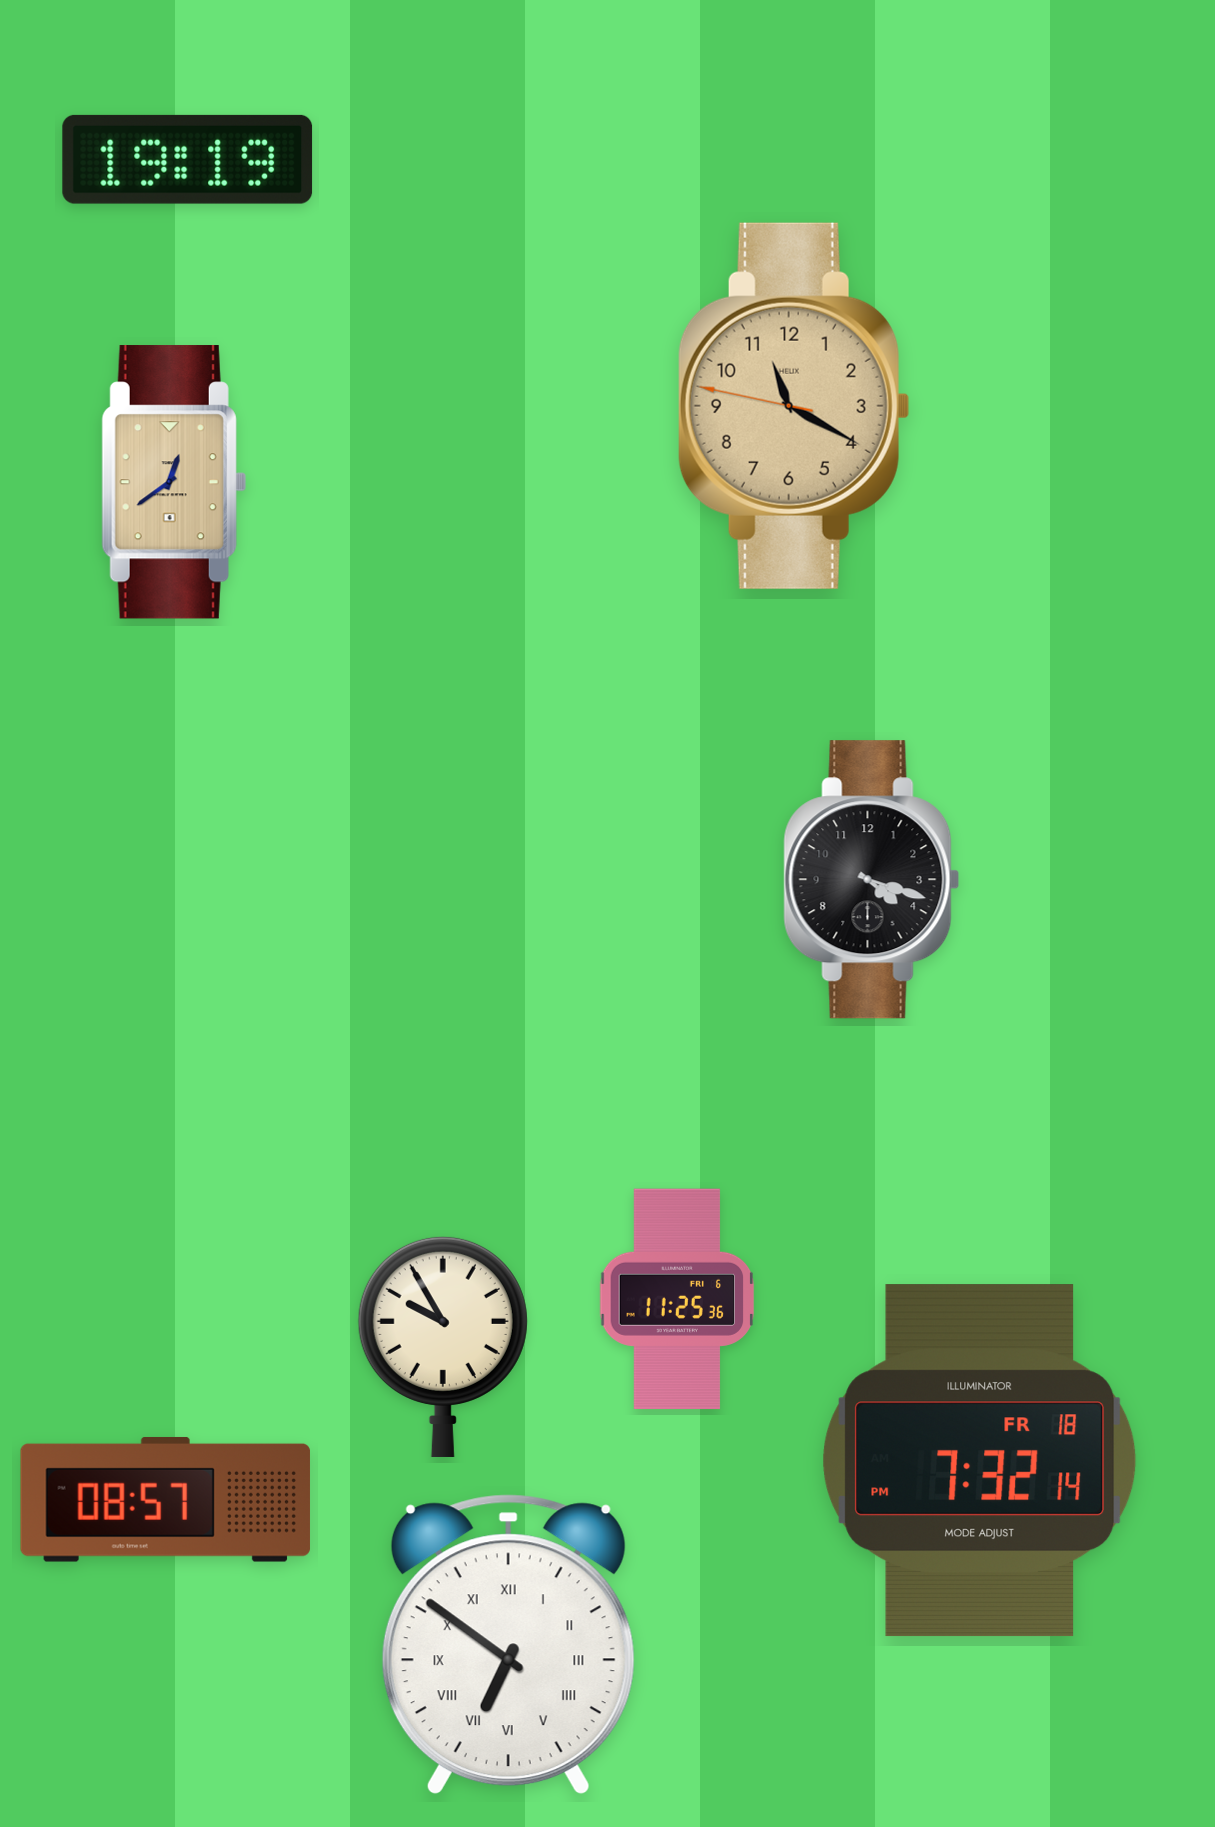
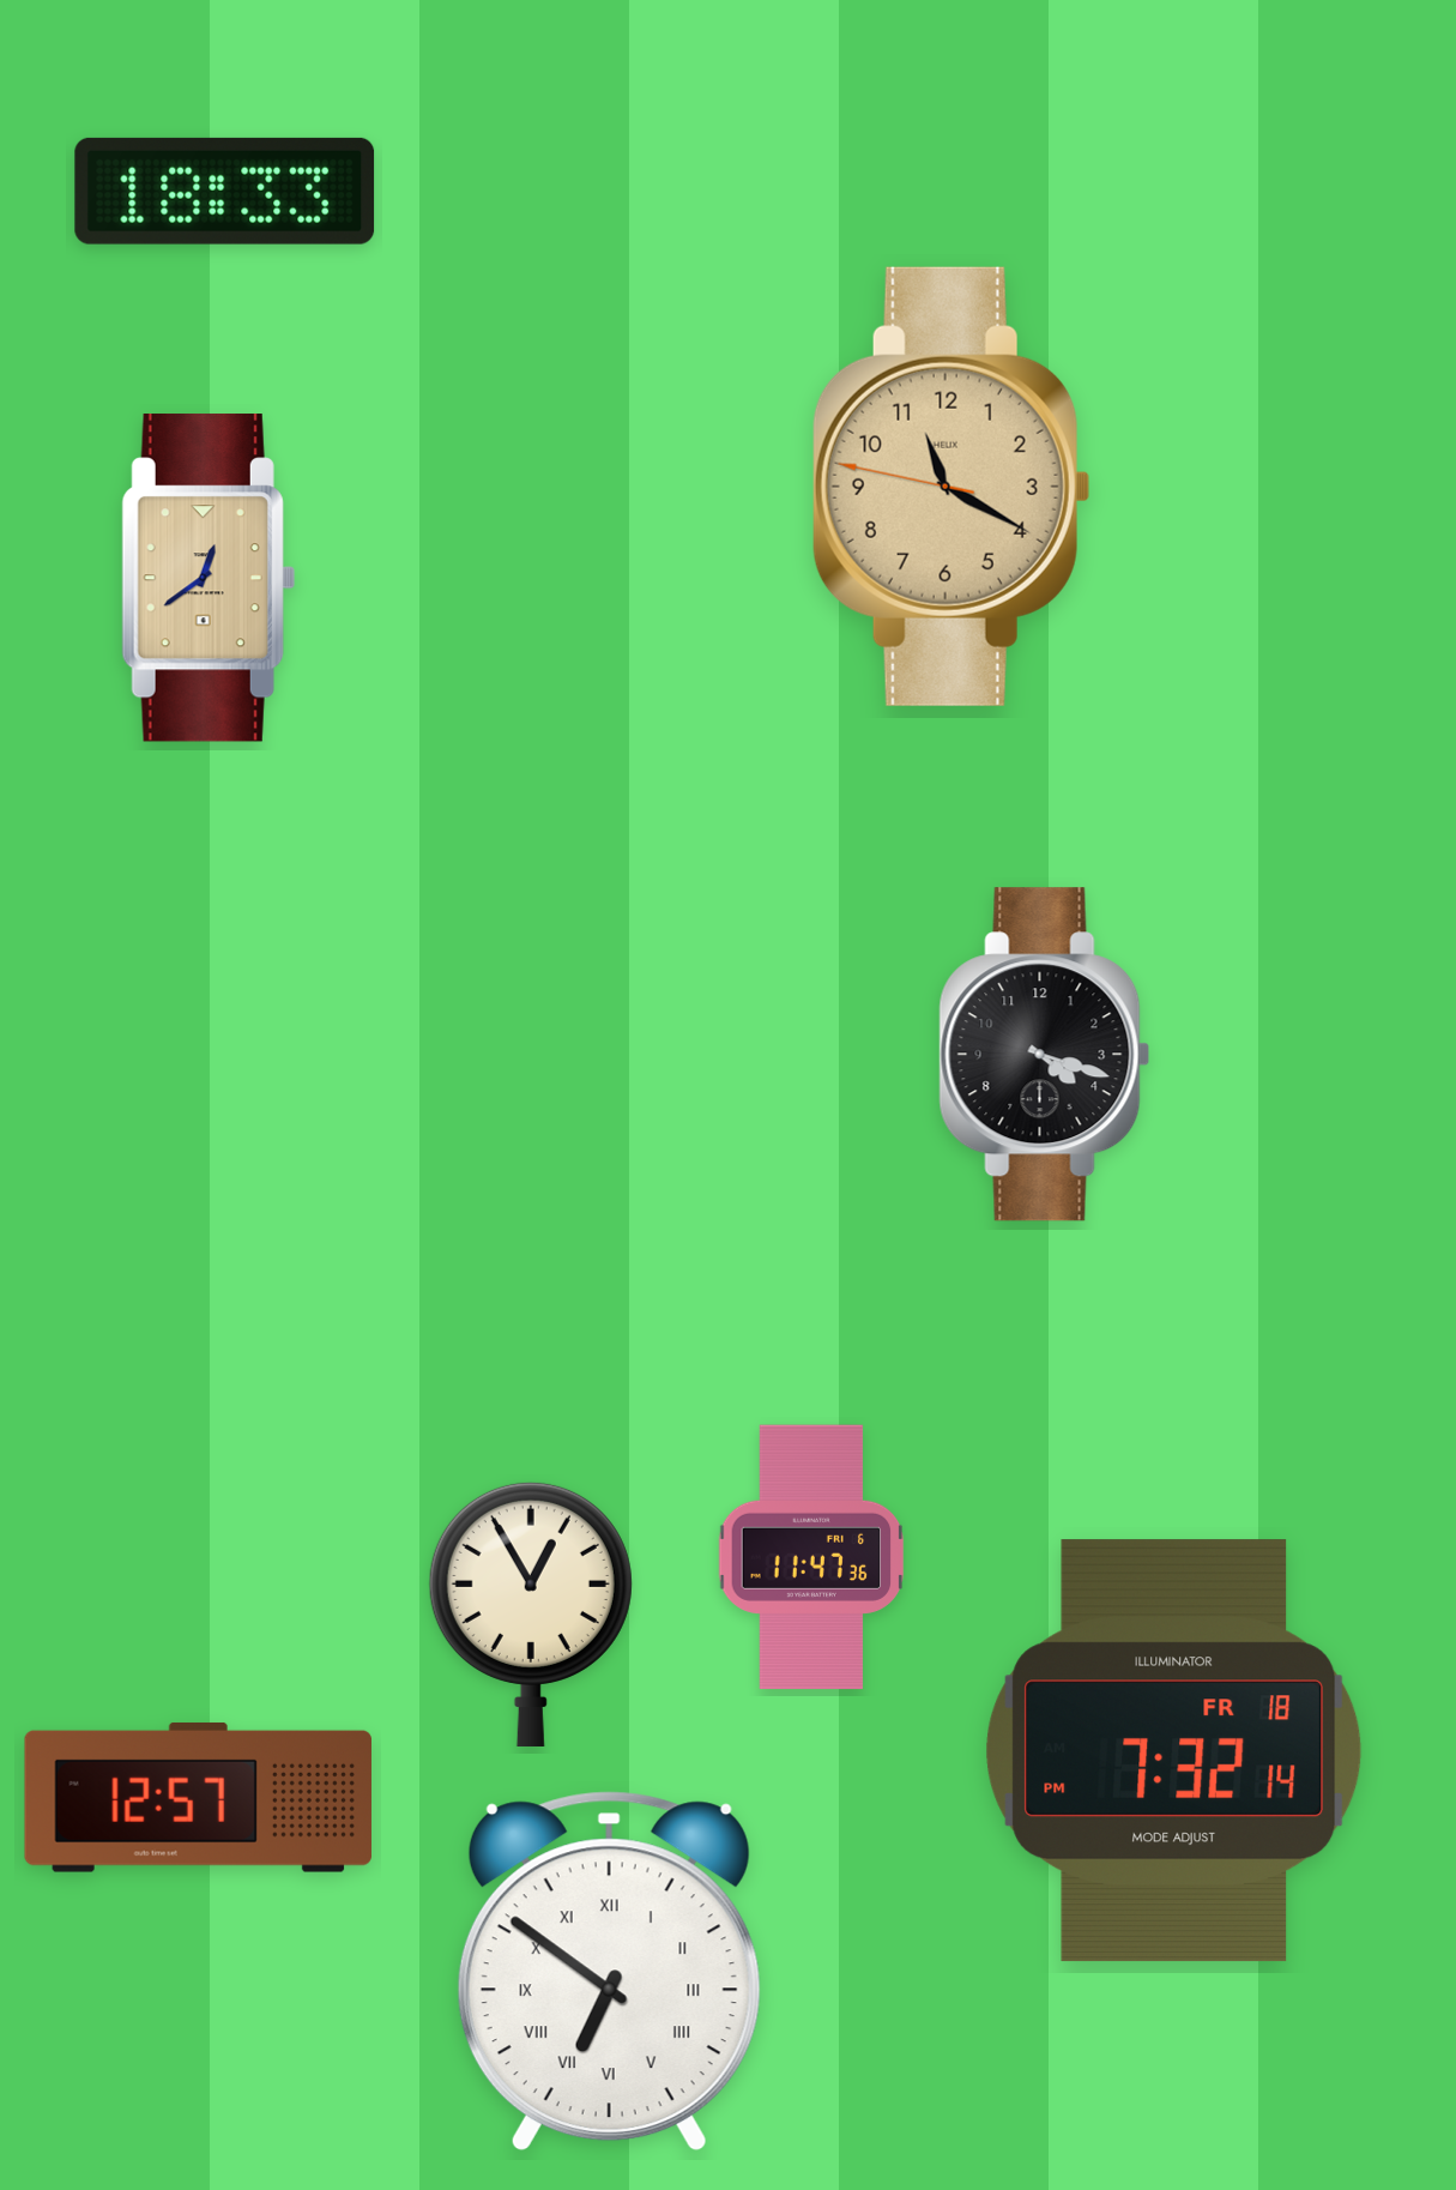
clock at (188, 159): 19:19 -> 18:33
clock at (677, 1299): 11:25 -> 11:47
clock at (443, 1346): 9:55 -> 12:55
clock at (165, 1499): 08:57 -> 12:57
